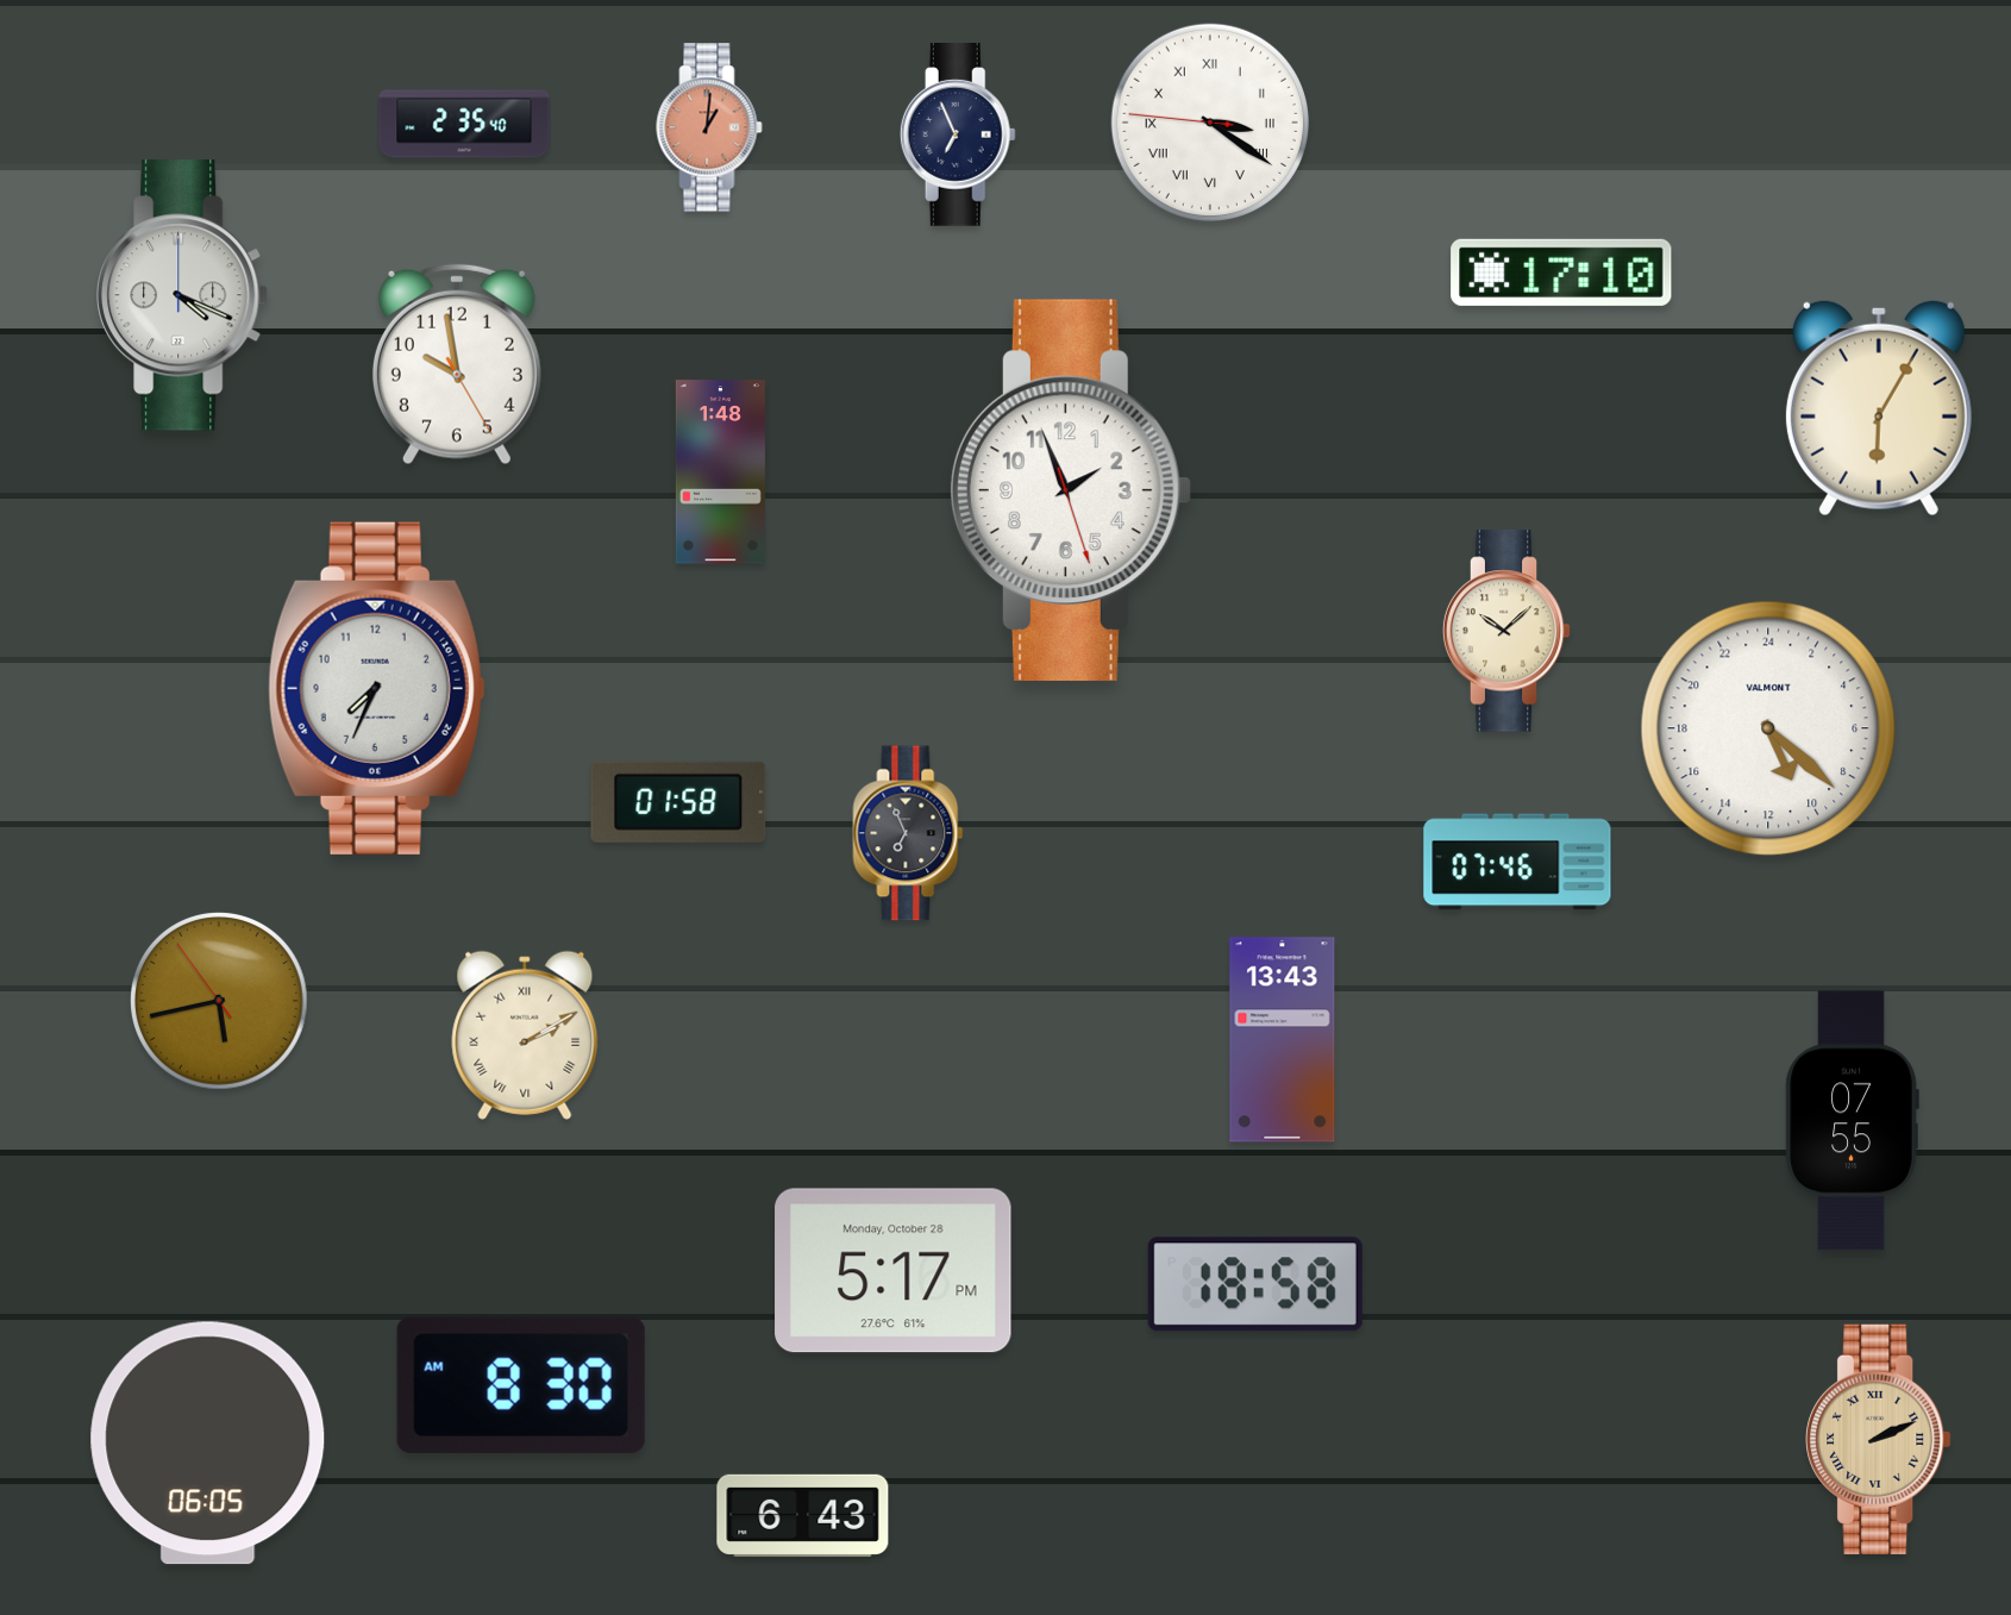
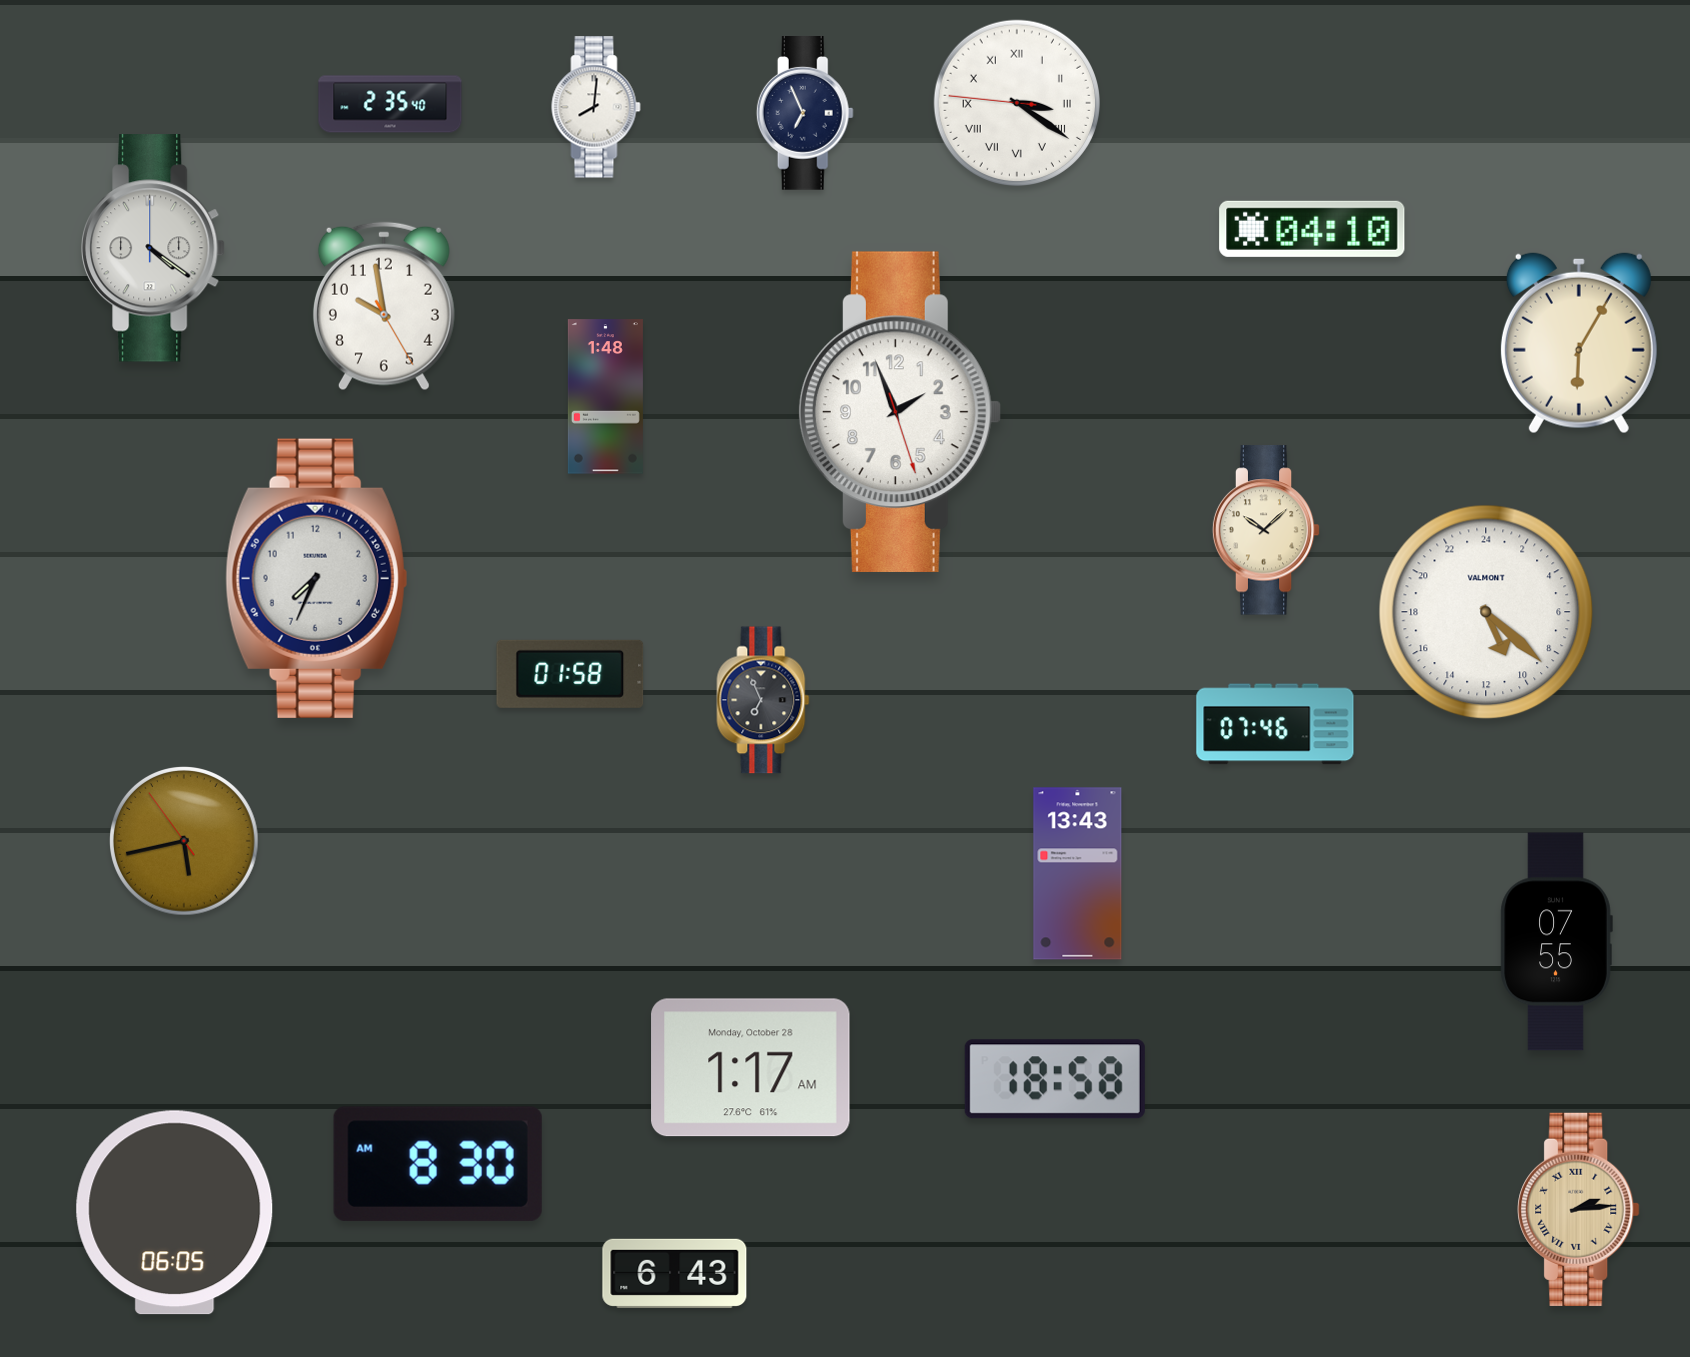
clock at (709, 127): 1:01 -> 8:01
clock at (709, 127) dial: salmon -> white
clock at (1561, 273): 17:10 -> 04:10
clock at (182, 295): 4:19 -> 4:21
clock at (525, 1035): 2:10 -> none
clock at (894, 1271): 5:17 -> 1:17
clock at (1879, 1439): 2:11 -> 2:14
